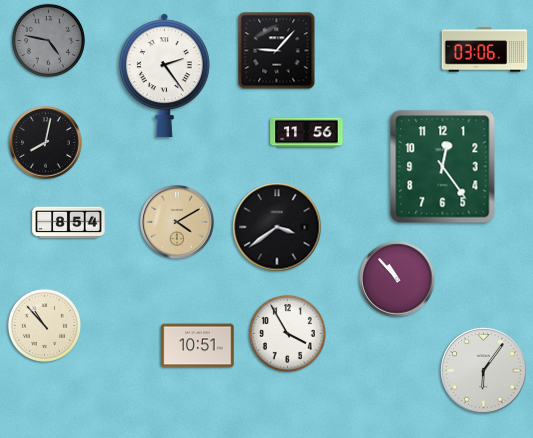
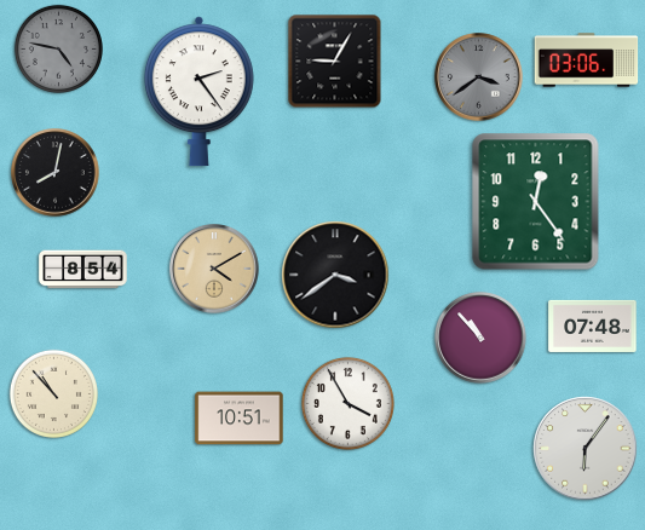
clock at (277, 51): 9:07 -> 9:05
clock at (479, 77): none -> 3:39
clock at (307, 133): 11:56 -> none
clock at (593, 326): none -> 07:48
